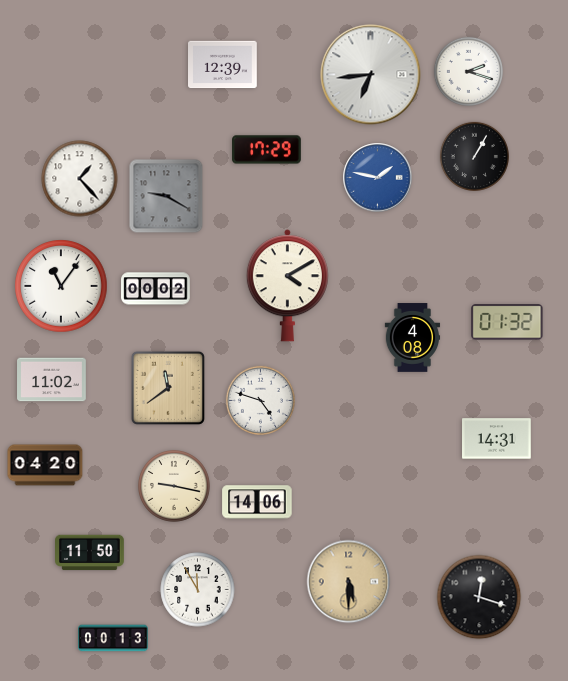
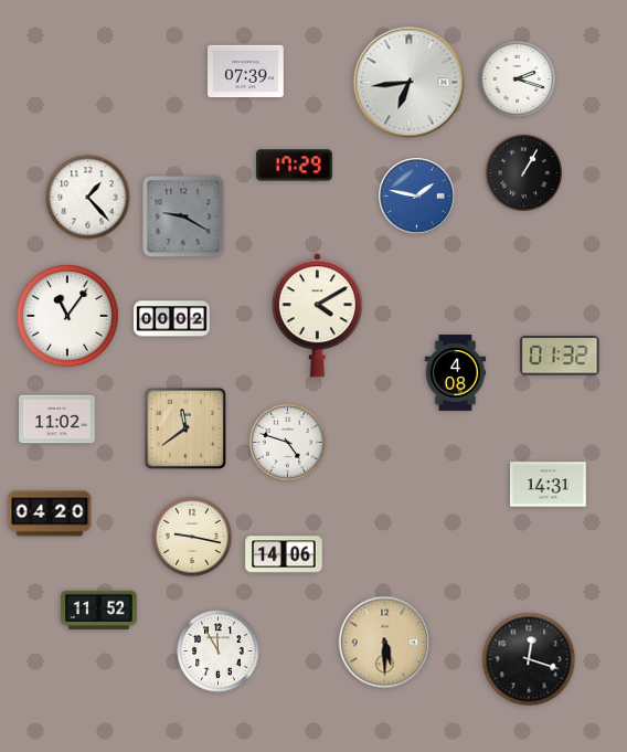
clock at (223, 65): 12:39 -> 07:39
clock at (90, 553): 11:50 -> 11:52
clock at (113, 638): 00:13 -> none
